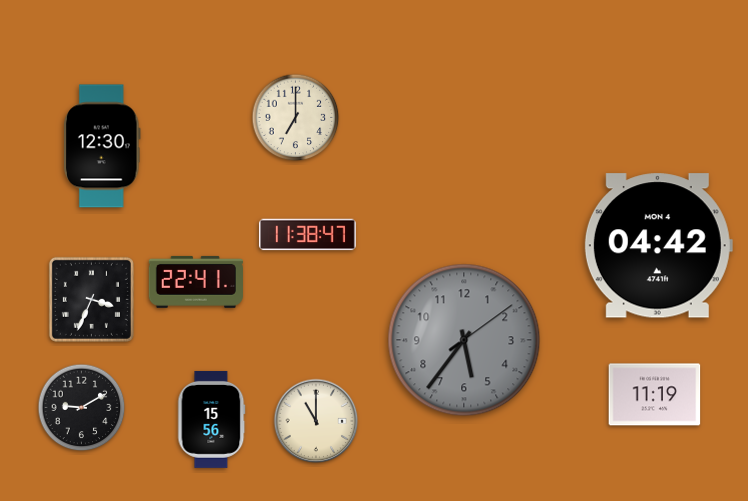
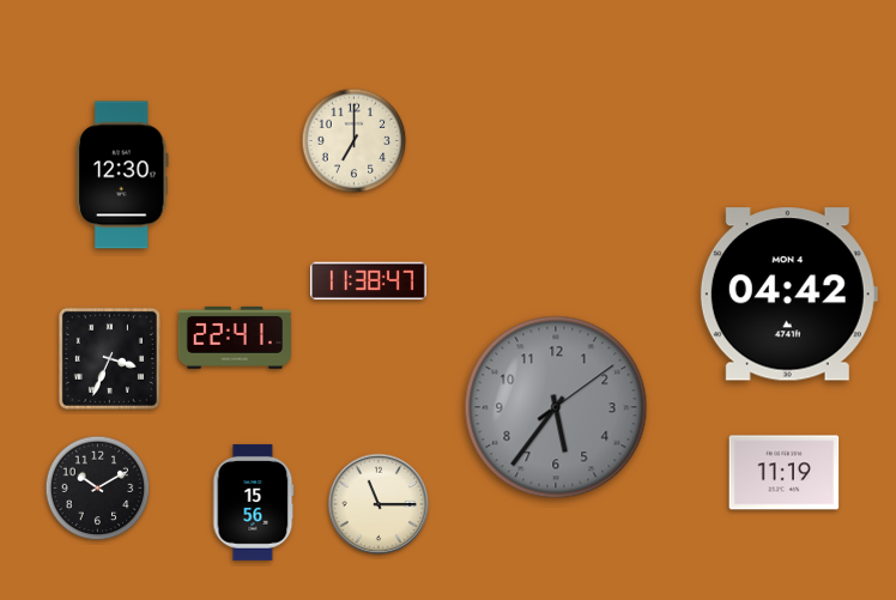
clock at (82, 408): 9:10 -> 10:10
clock at (316, 421): 11:00 -> 11:15
